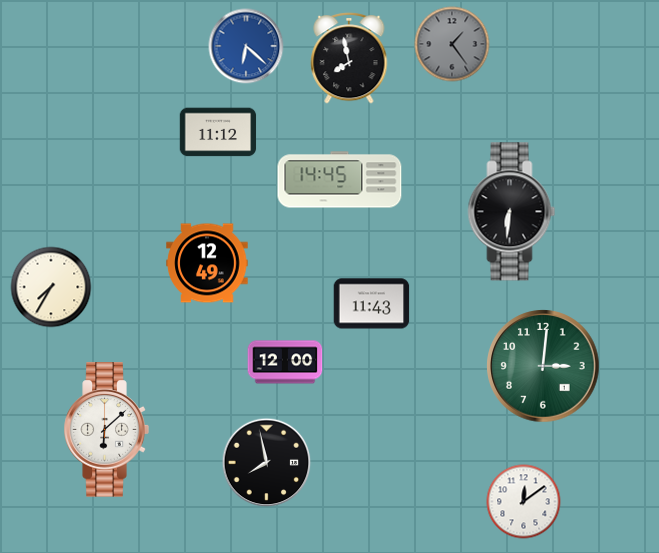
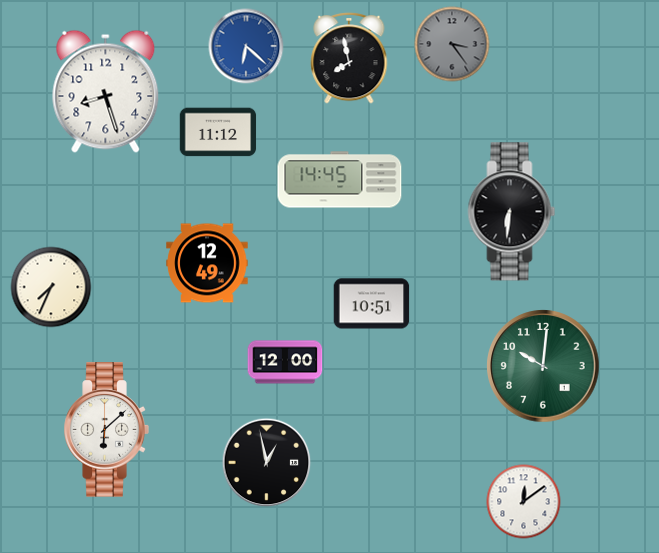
clock at (452, 44): 1:24 -> 3:24
clock at (106, 91): none -> 8:27
clock at (51, 287): 7:35 -> 7:34
clock at (372, 304): 11:43 -> 10:51
clock at (543, 366): 3:01 -> 10:01
clock at (267, 463): 7:58 -> 12:58
